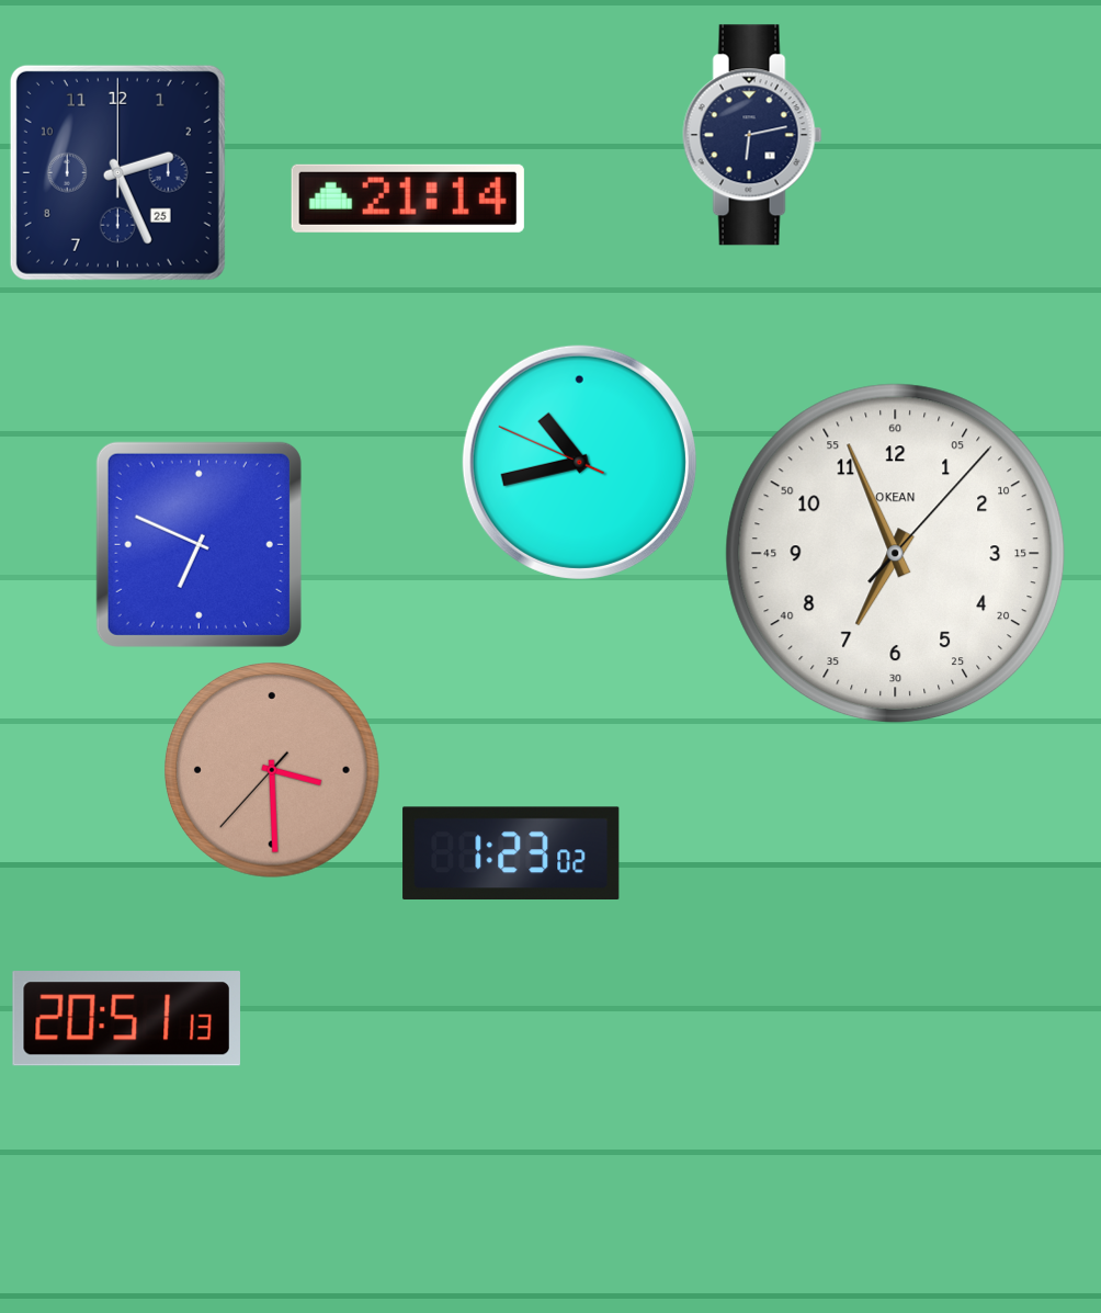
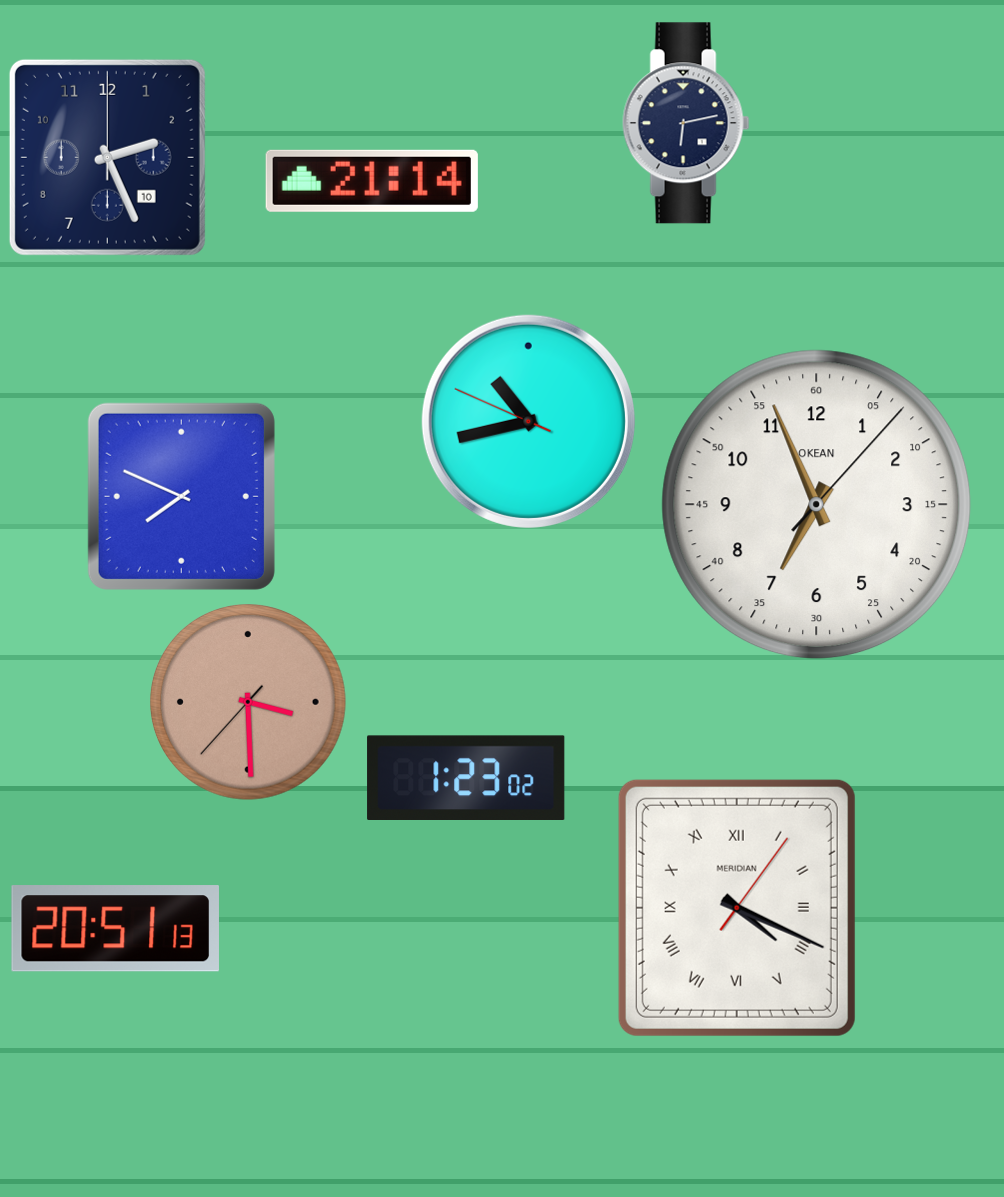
clock at (117, 172) date: 25 -> 10
clock at (198, 544): 6:49 -> 7:49
clock at (737, 908): none -> 4:19
